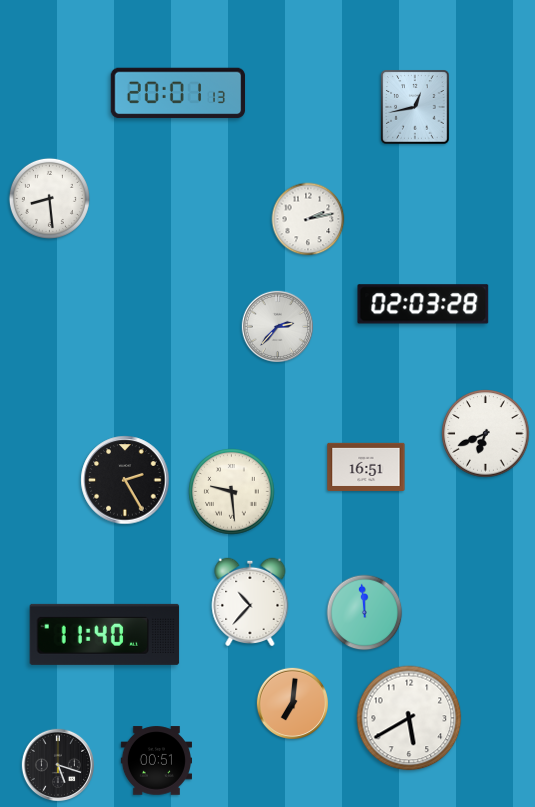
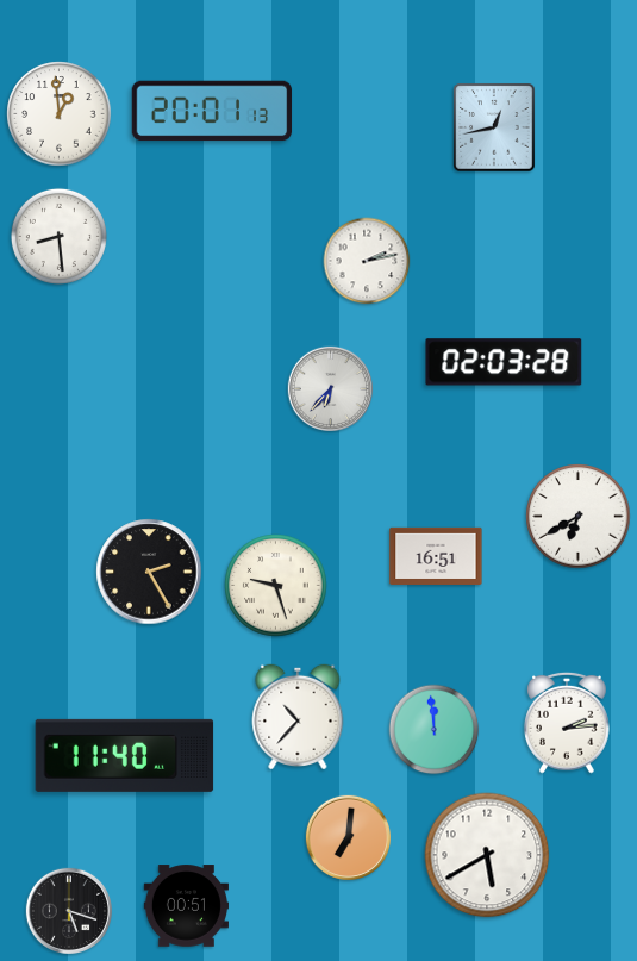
clock at (60, 114): none -> 12:59
clock at (277, 326): 2:37 -> 6:37
clock at (486, 434): 6:41 -> 6:40
clock at (232, 492): 9:29 -> 9:27
clock at (567, 723): none -> 2:14
